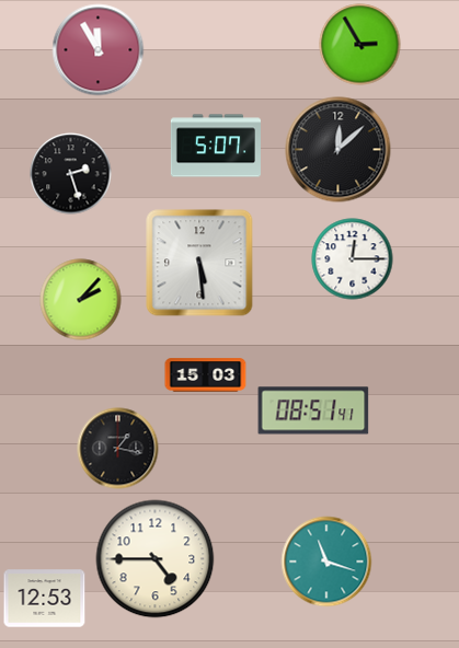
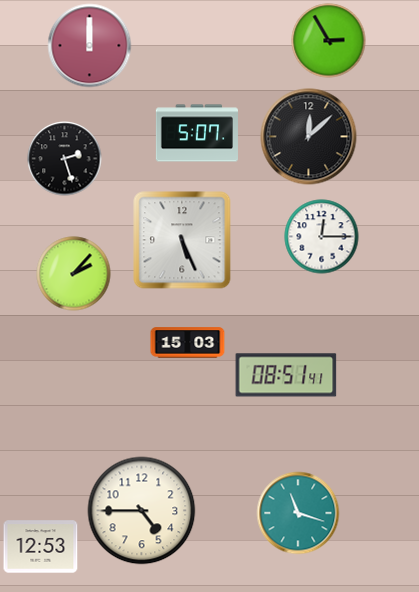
clock at (99, 50): 11:55 -> 12:00
clock at (199, 263): 5:29 -> 5:26
clock at (118, 449): 1:17 -> none
